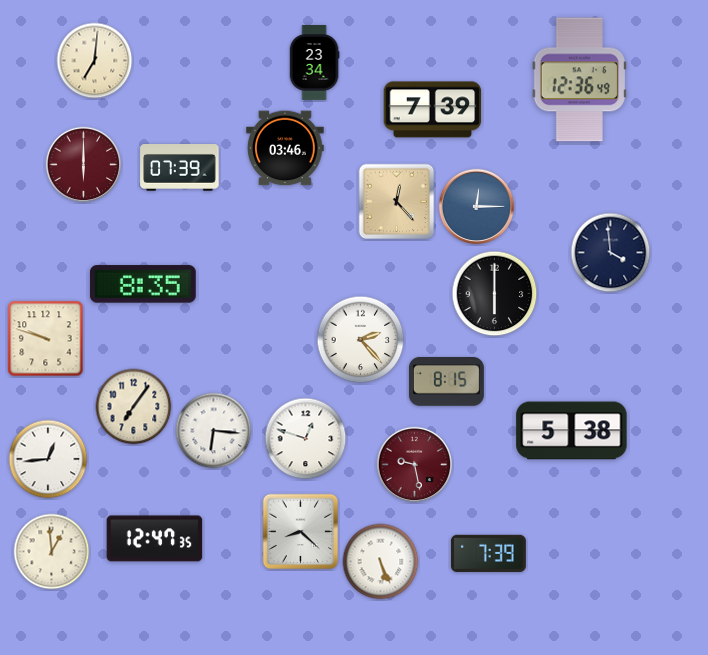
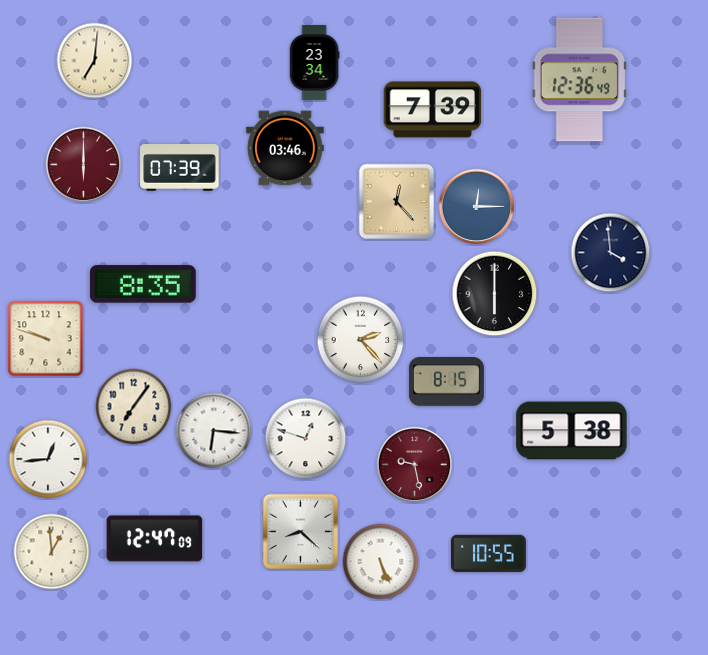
clock at (155, 539): 12:47:35 -> 12:47:09
clock at (488, 553): 7:39 -> 10:55
